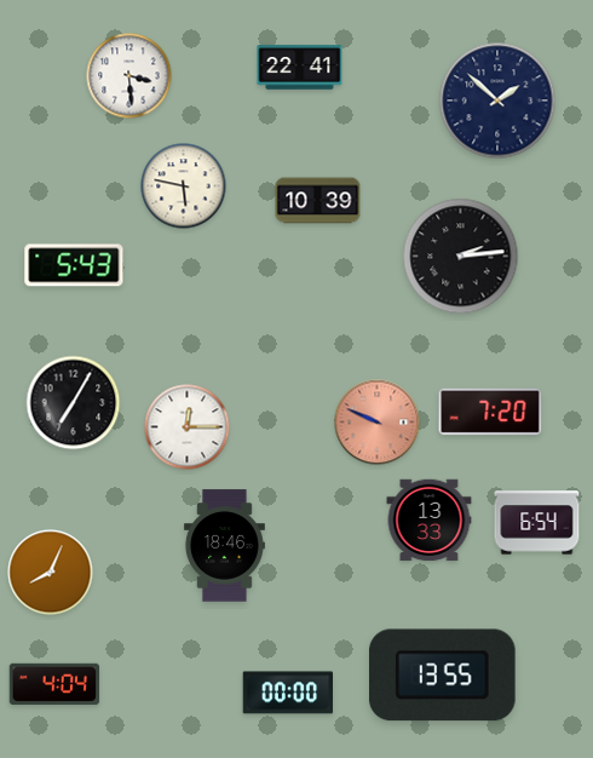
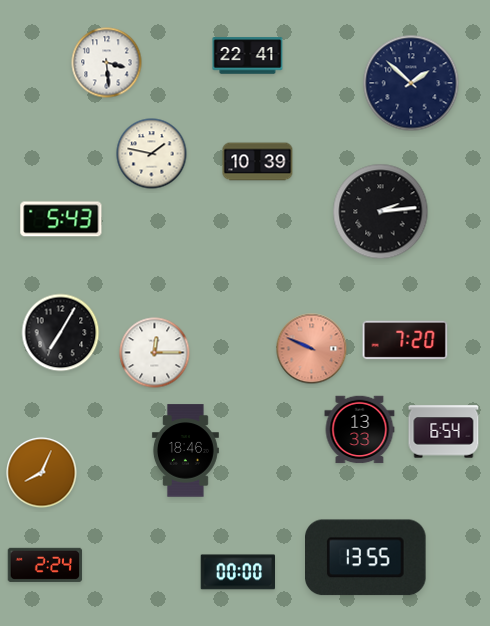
clock at (184, 186): 5:47 -> 1:47
clock at (318, 201) position: (318, 201) -> (258, 162)
clock at (430, 521) position: (430, 521) -> (360, 430)
clock at (54, 684): 4:04 -> 2:24
